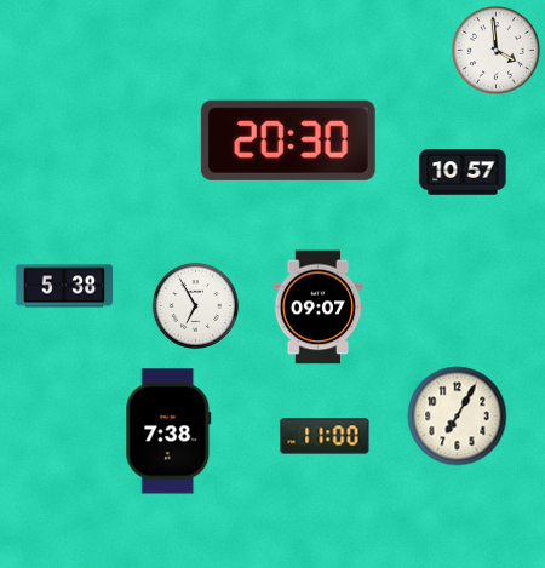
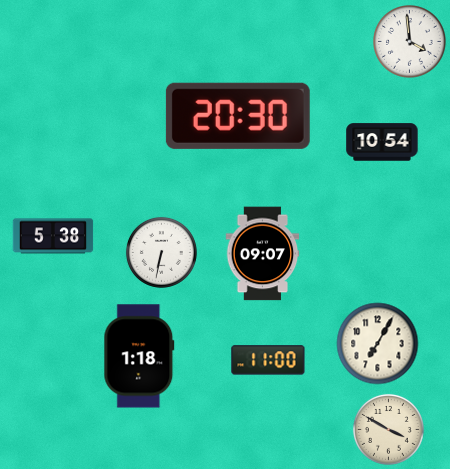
clock at (463, 172): 10:57 -> 10:54
clock at (195, 305): 6:55 -> 6:32
clock at (168, 431): 7:38 -> 1:18
clock at (388, 429): none -> 3:50
